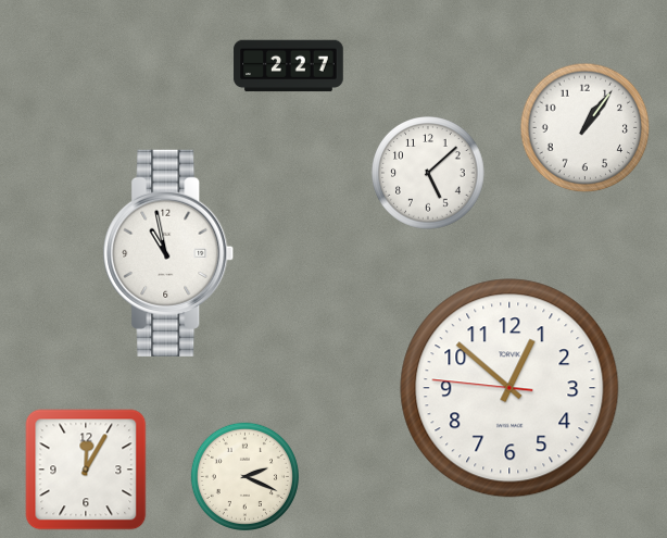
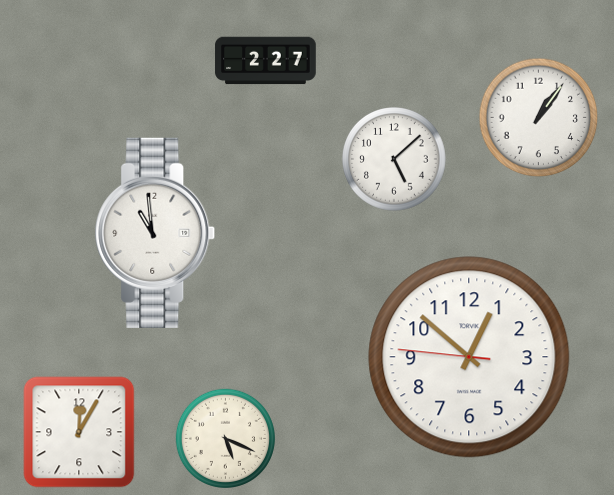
clock at (168, 253): 10:58 -> 10:59
clock at (244, 476): 2:19 -> 5:19
